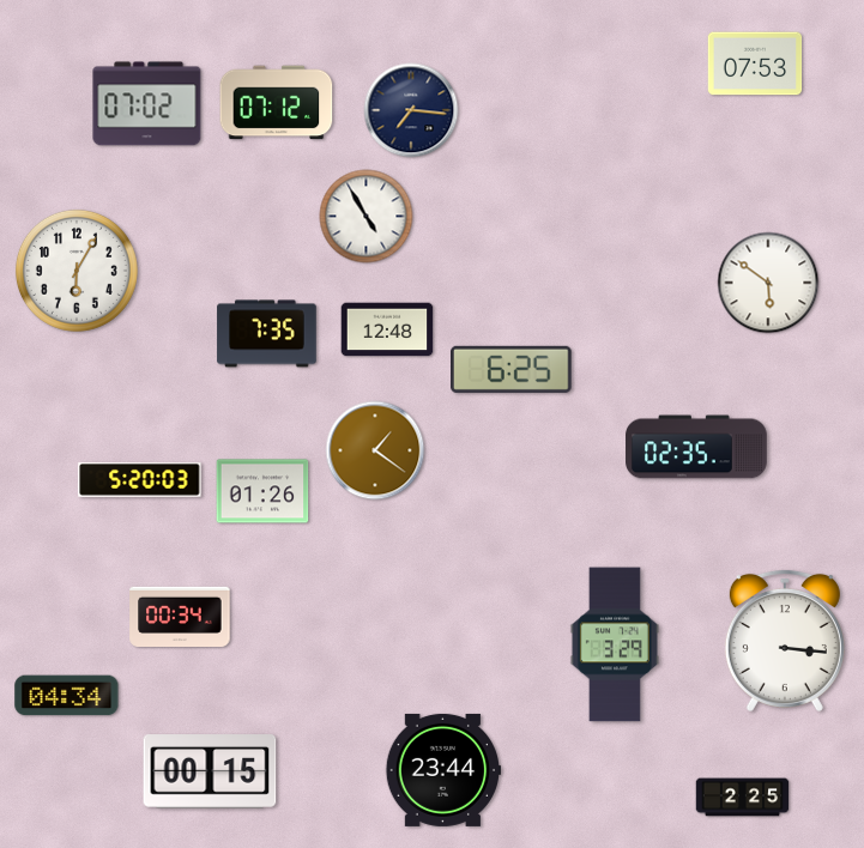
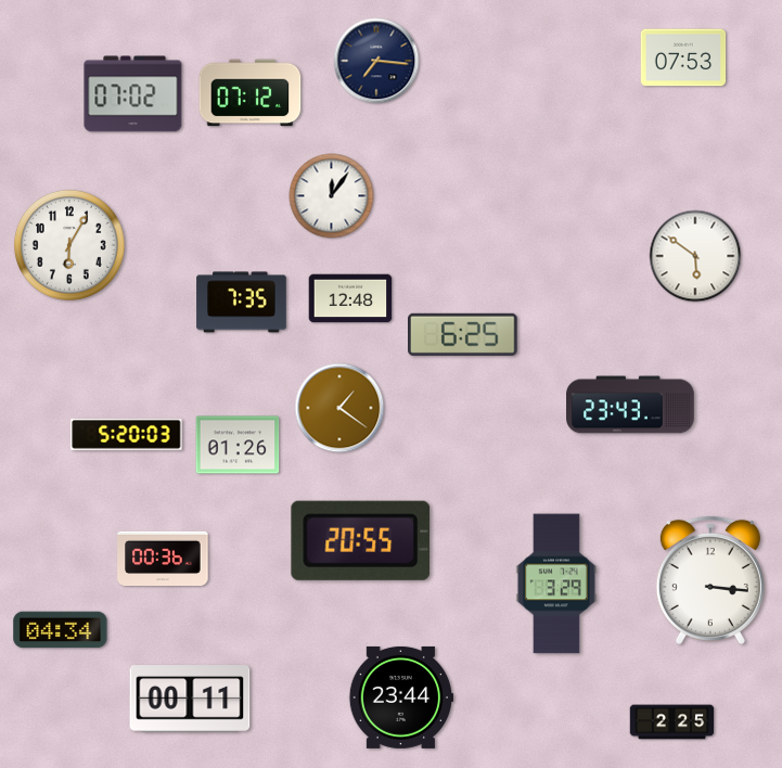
clock at (411, 110) position: (411, 110) -> (376, 61)
clock at (367, 217): 4:55 -> 12:06
clock at (696, 447): 02:35 -> 23:43
clock at (361, 540): none -> 20:55
clock at (180, 616): 00:34 -> 00:36
clock at (210, 771): 00:15 -> 00:11
